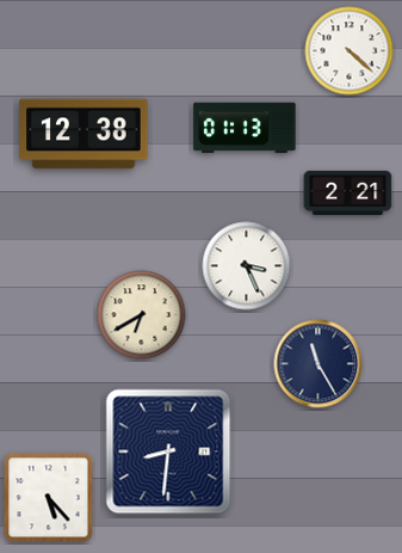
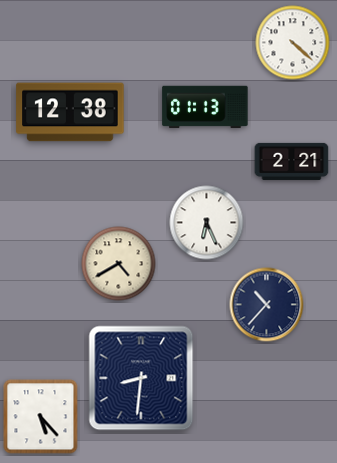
clock at (247, 266): 3:26 -> 6:26
clock at (142, 315): 6:40 -> 4:40
clock at (318, 364): 11:25 -> 10:37
